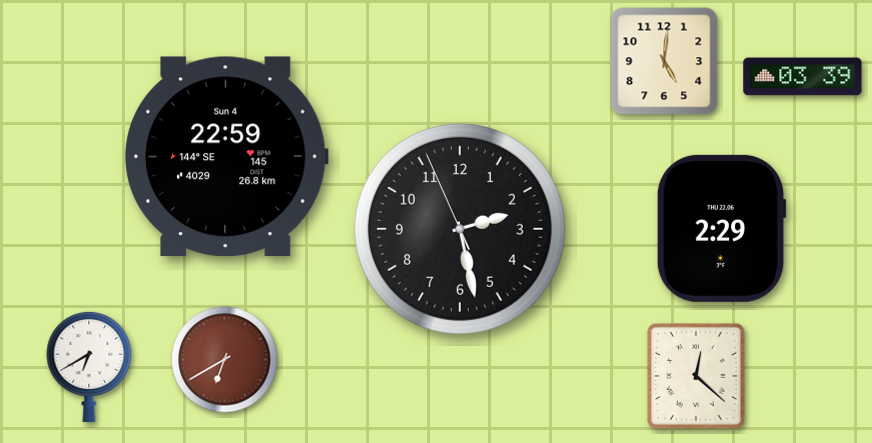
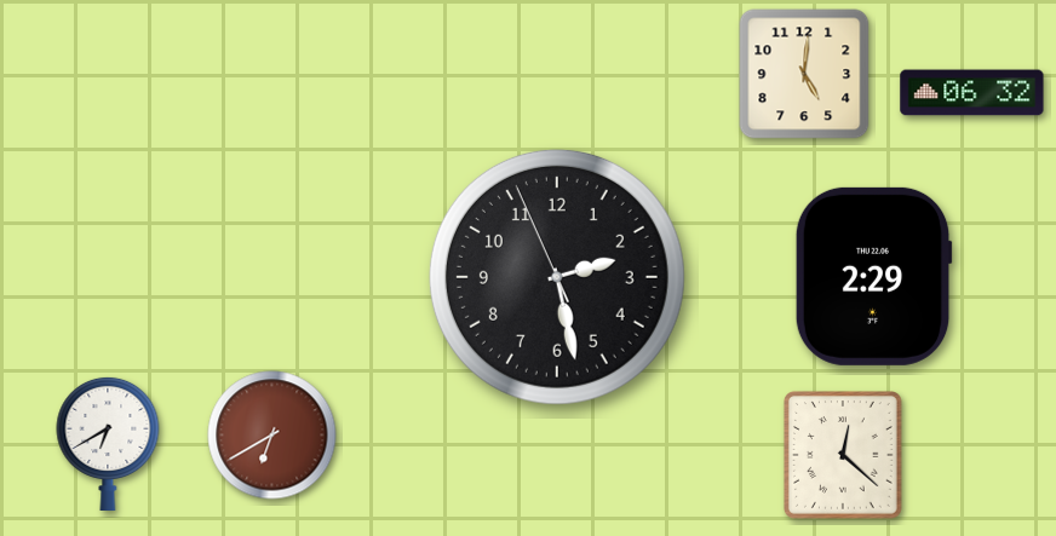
clock at (803, 77): 03:39 -> 06:32
clock at (226, 157): 22:59 -> none
